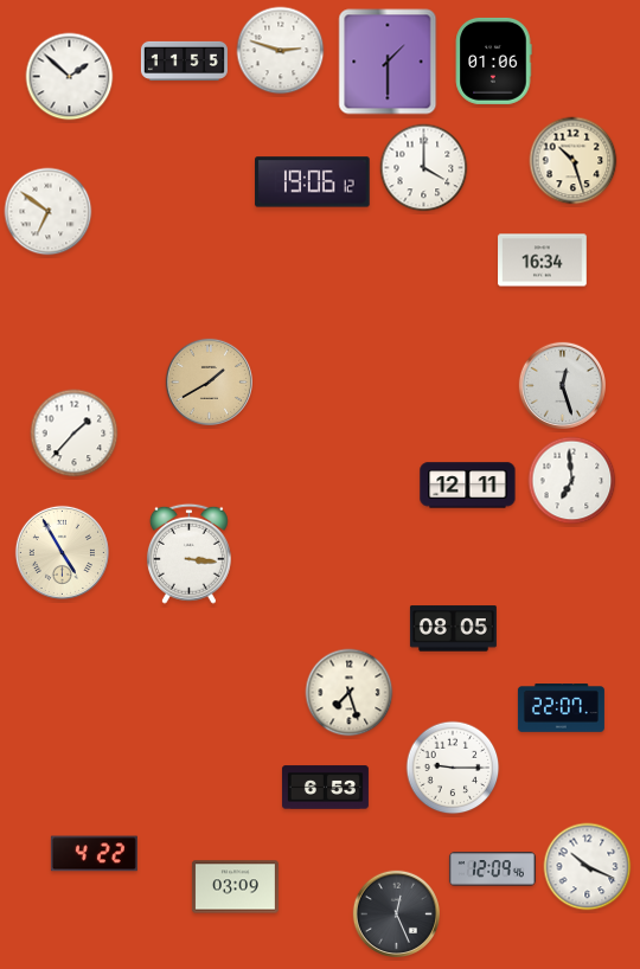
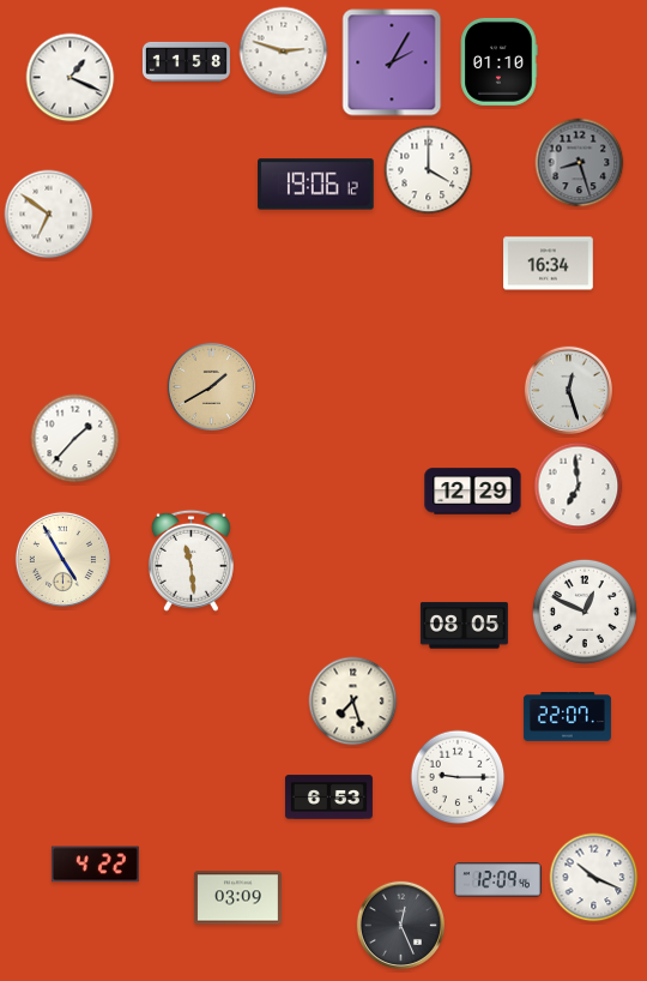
clock at (184, 60): 11:55 -> 11:58
clock at (493, 60): 01:06 -> 01:10
clock at (388, 62): 1:30 -> 2:05
clock at (70, 77): 1:52 -> 1:19
clock at (574, 161): 10:27 -> 8:27
clock at (574, 161) dial: cream -> grey
clock at (468, 486): 12:11 -> 12:29
clock at (188, 553): 3:16 -> 11:29
clock at (585, 612): none -> 12:49
clock at (453, 629) position: (453, 629) -> (464, 626)
